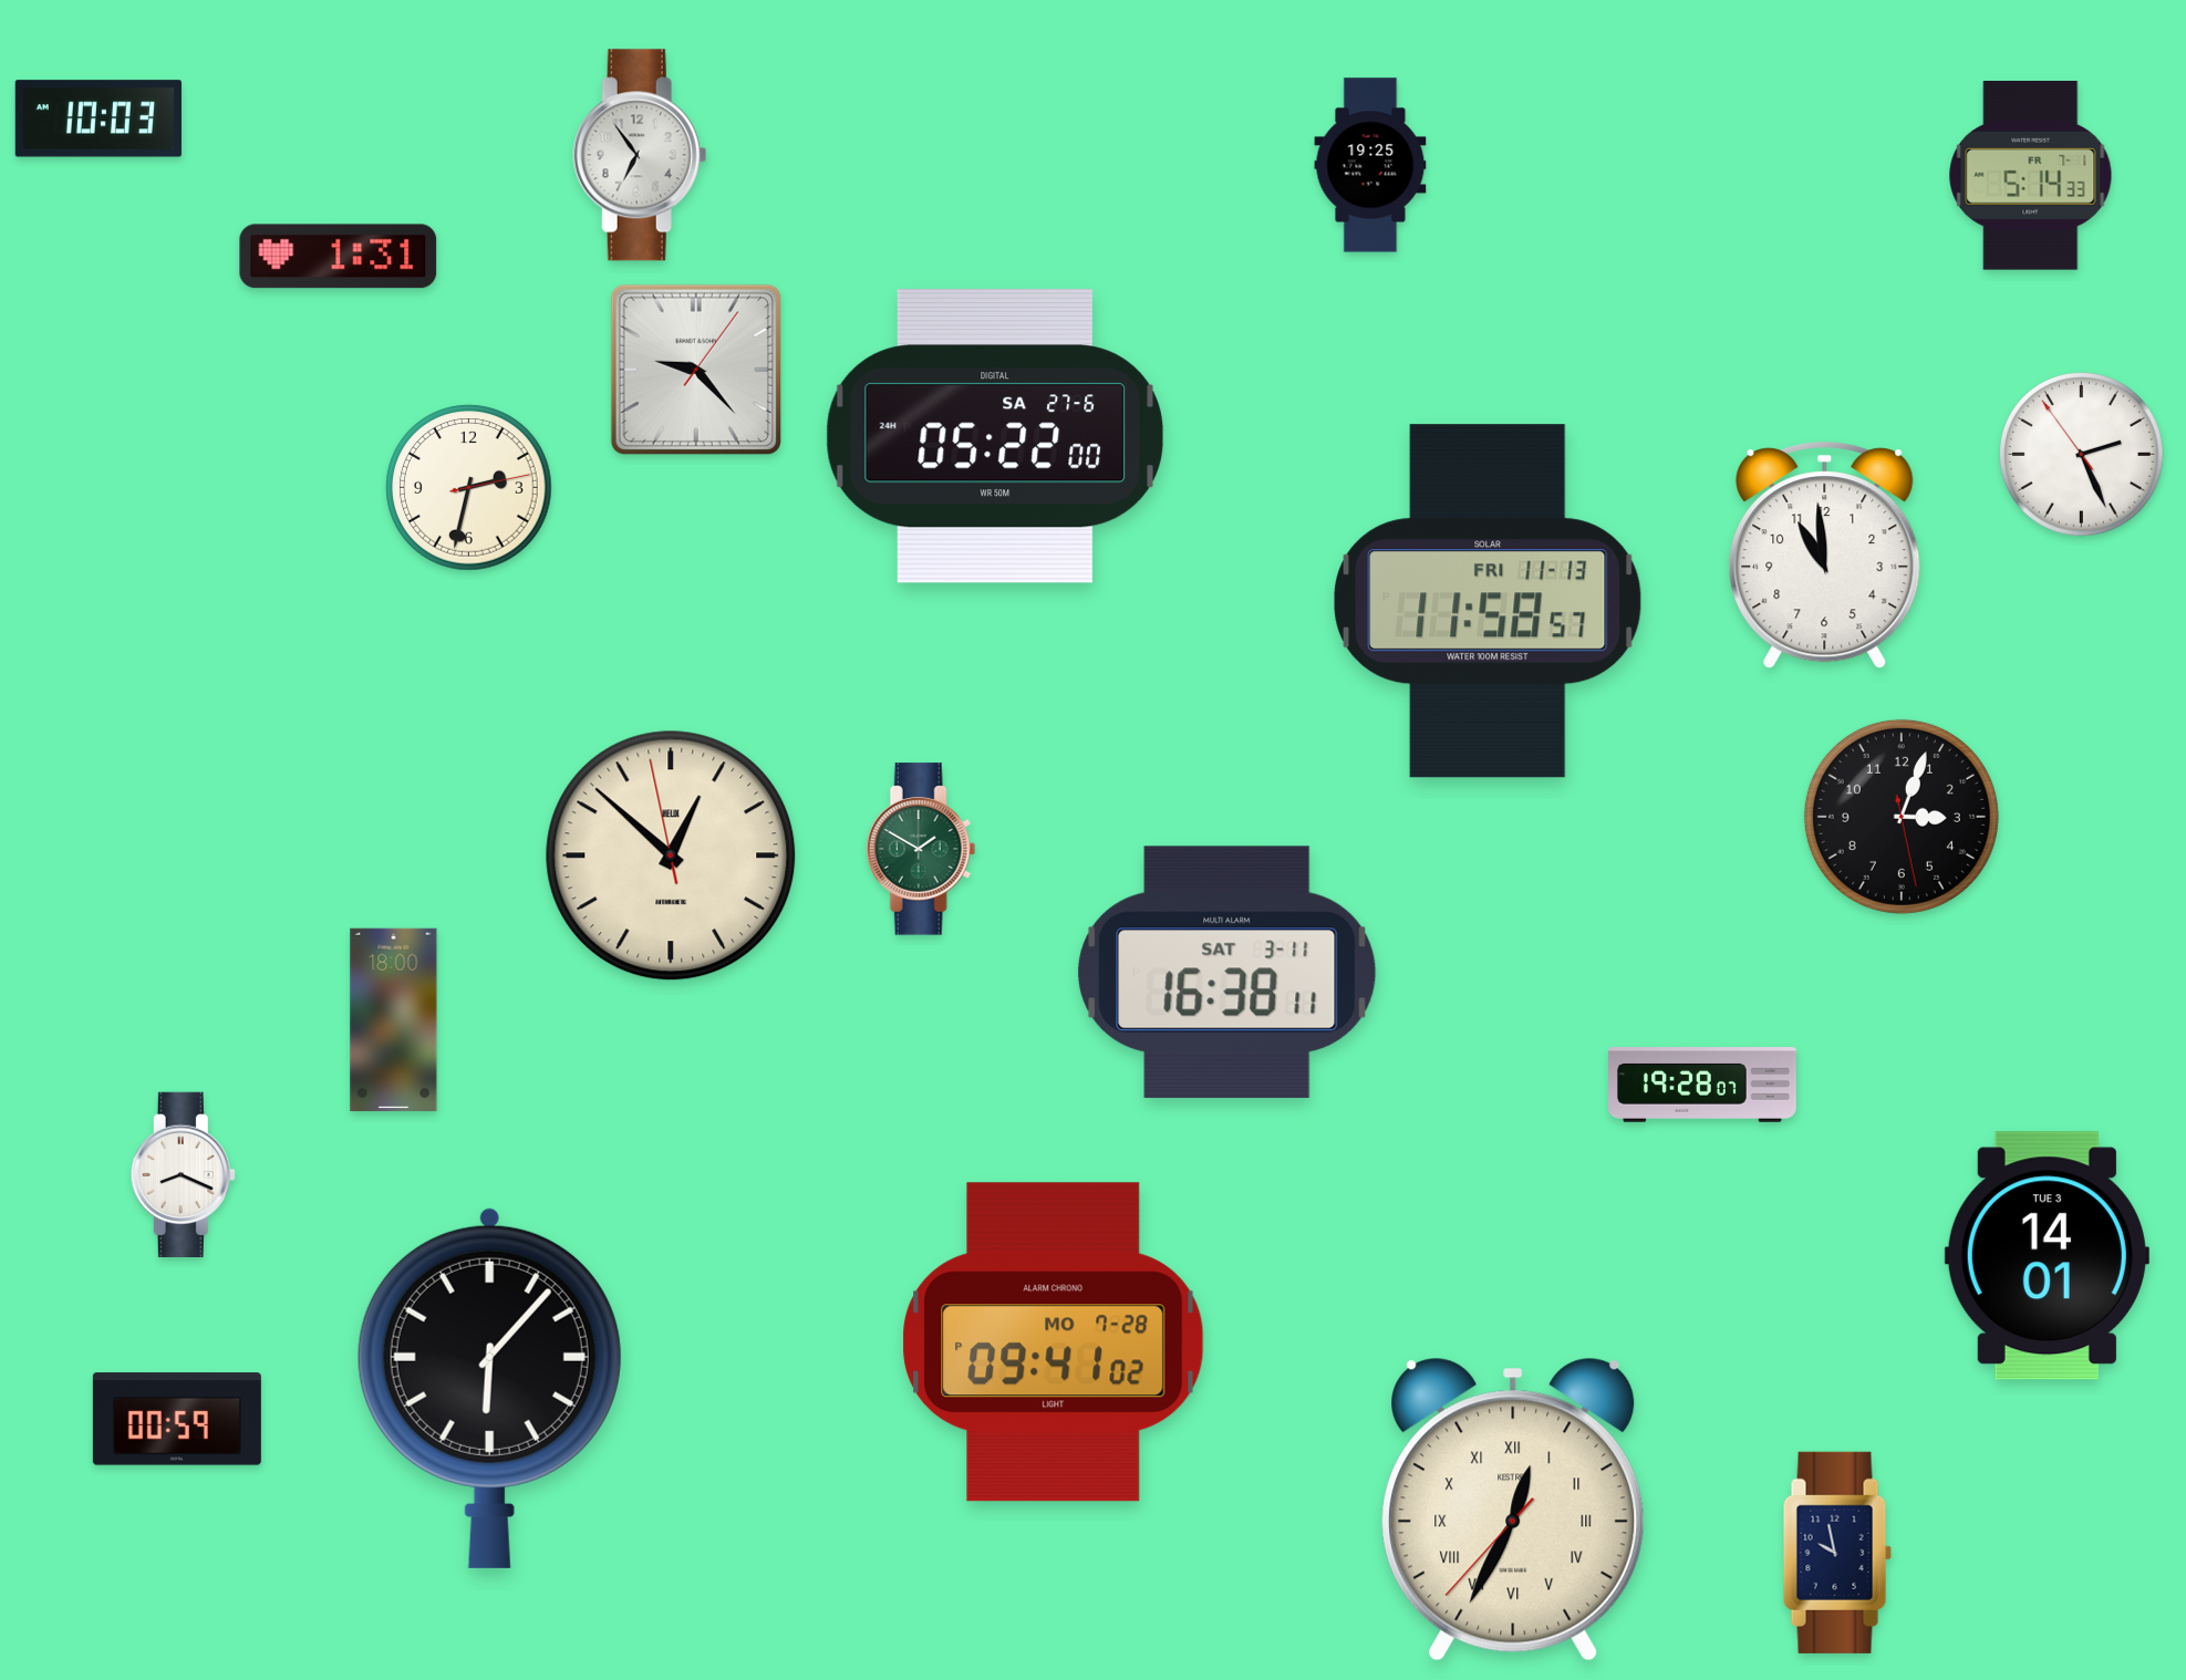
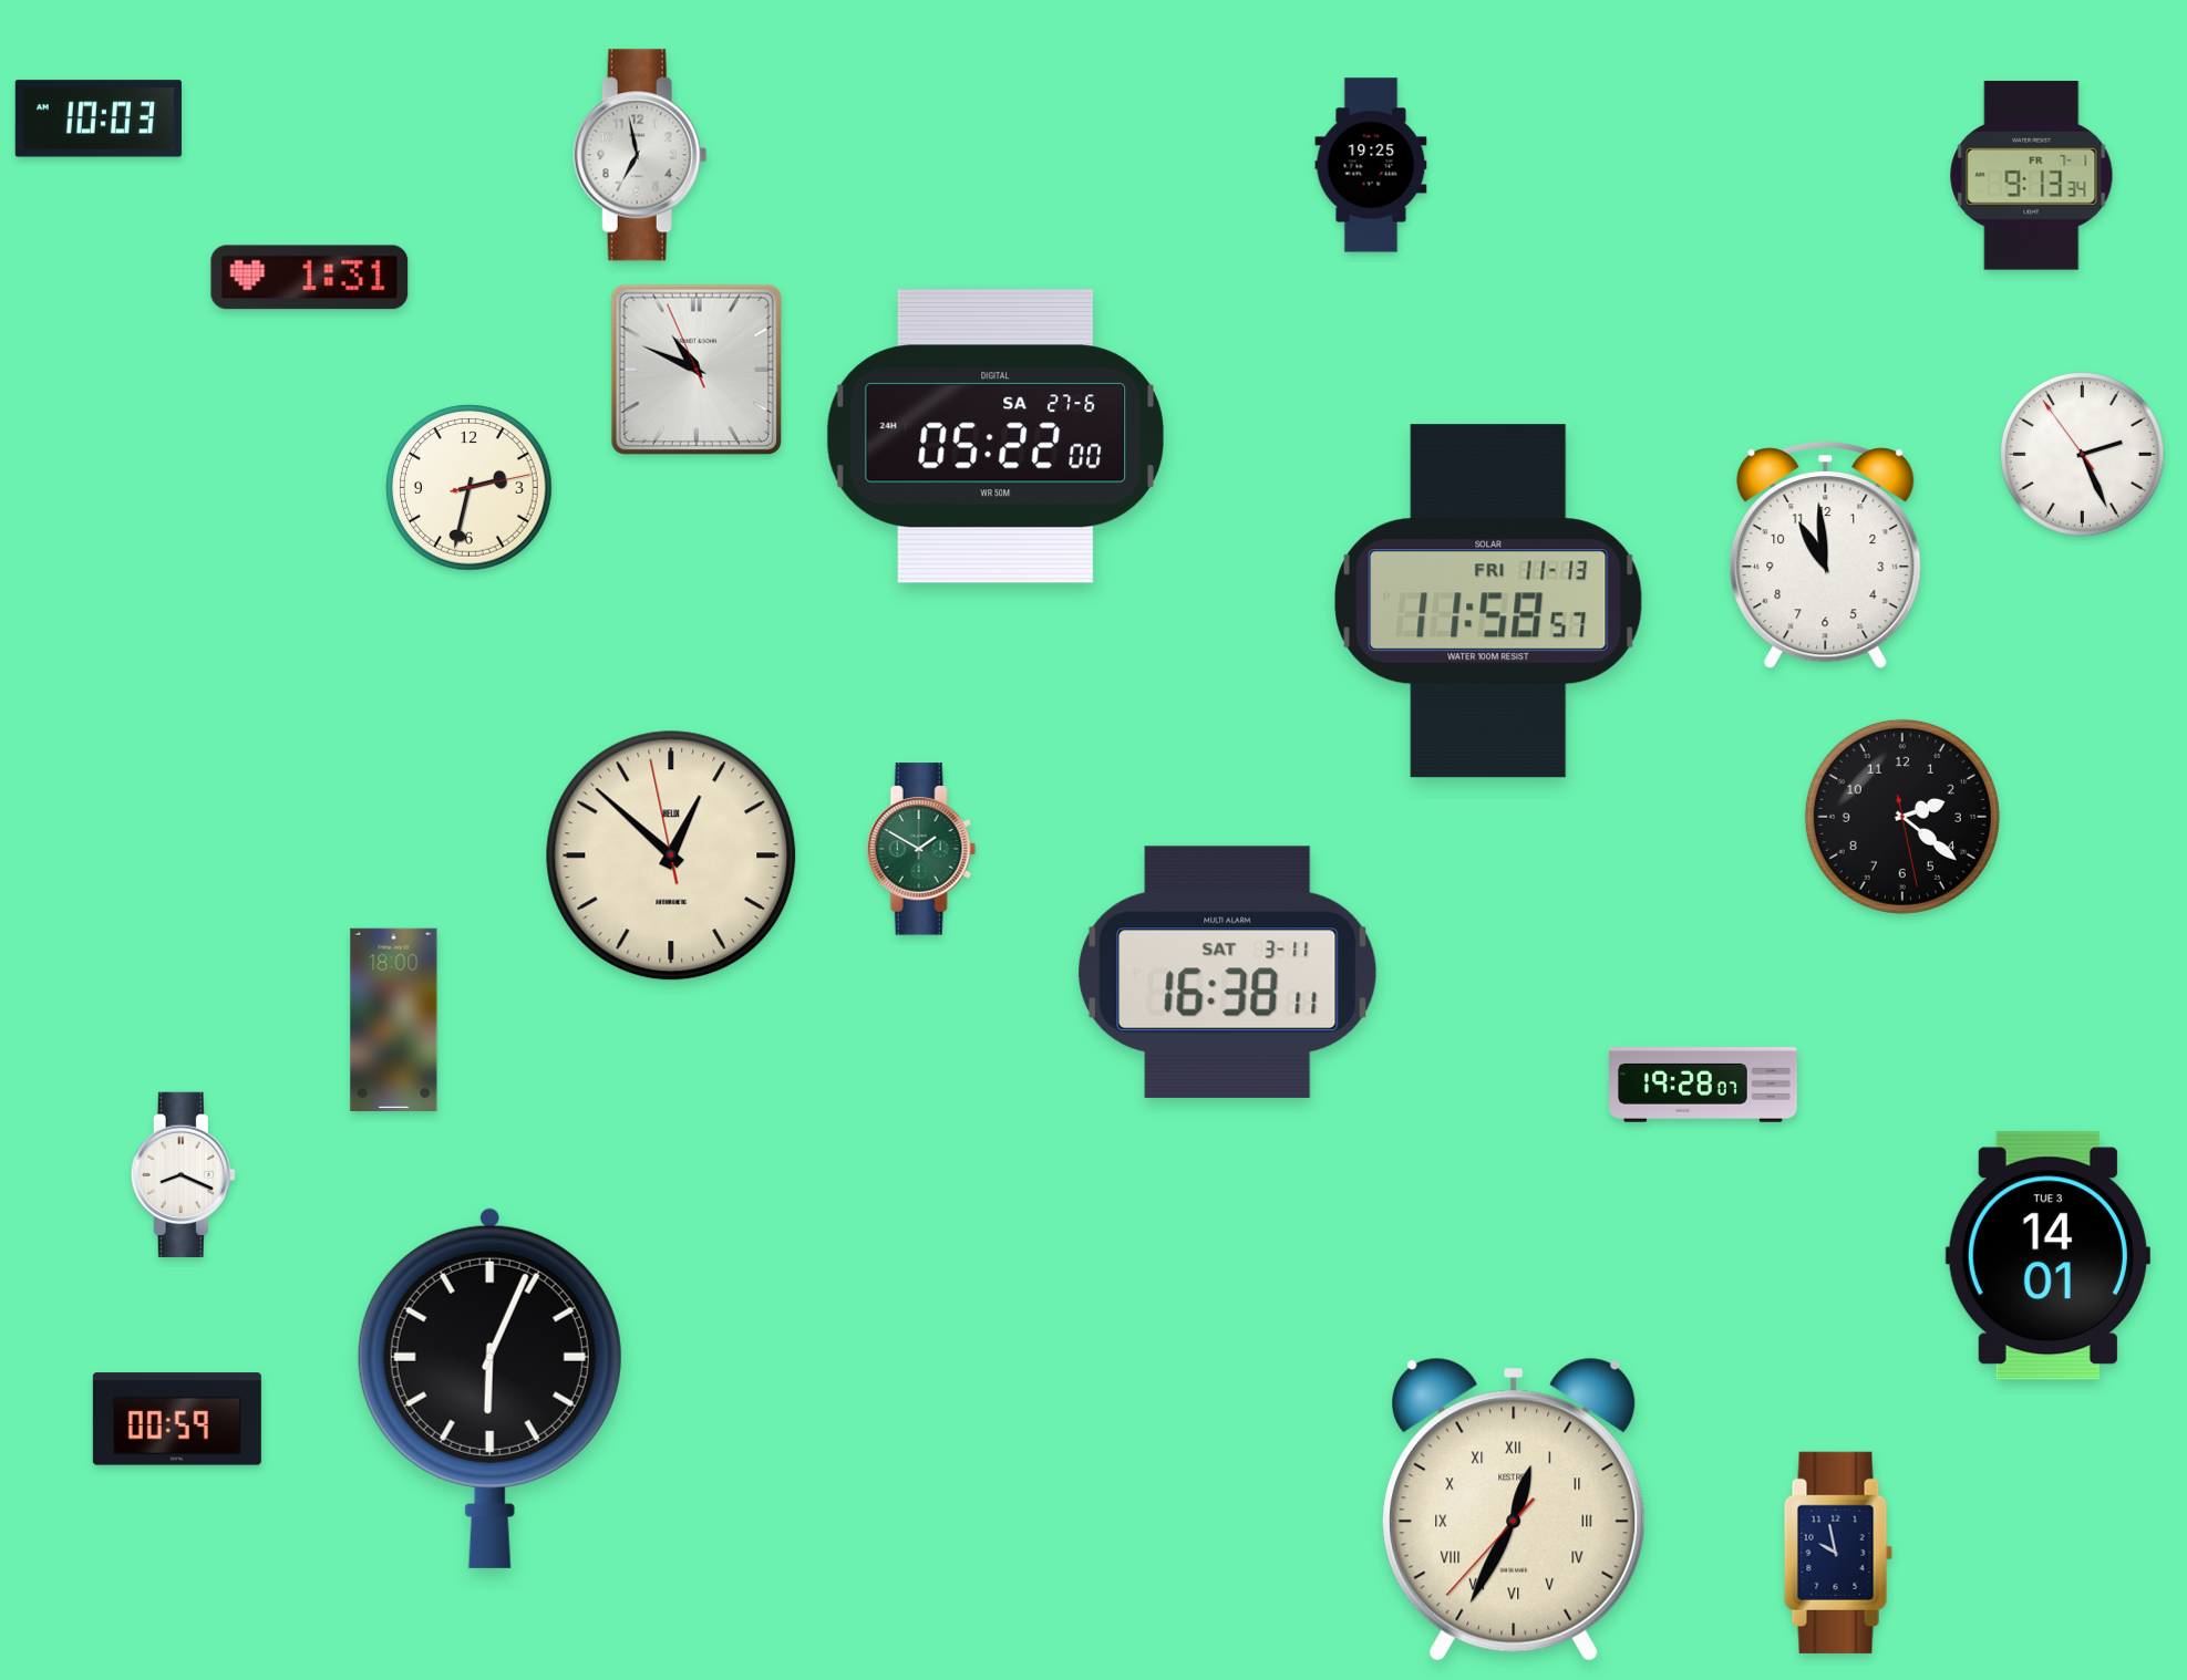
clock at (640, 155): 6:54 -> 6:58
clock at (2031, 176): 5:14 -> 9:13
clock at (339, 257) position: (339, 257) -> (310, 278)
clock at (696, 370): 9:23 -> 10:48
clock at (1902, 817): 3:03 -> 2:21
clock at (1054, 1342): 09:41 -> none
clock at (489, 1388): 6:07 -> 6:04
